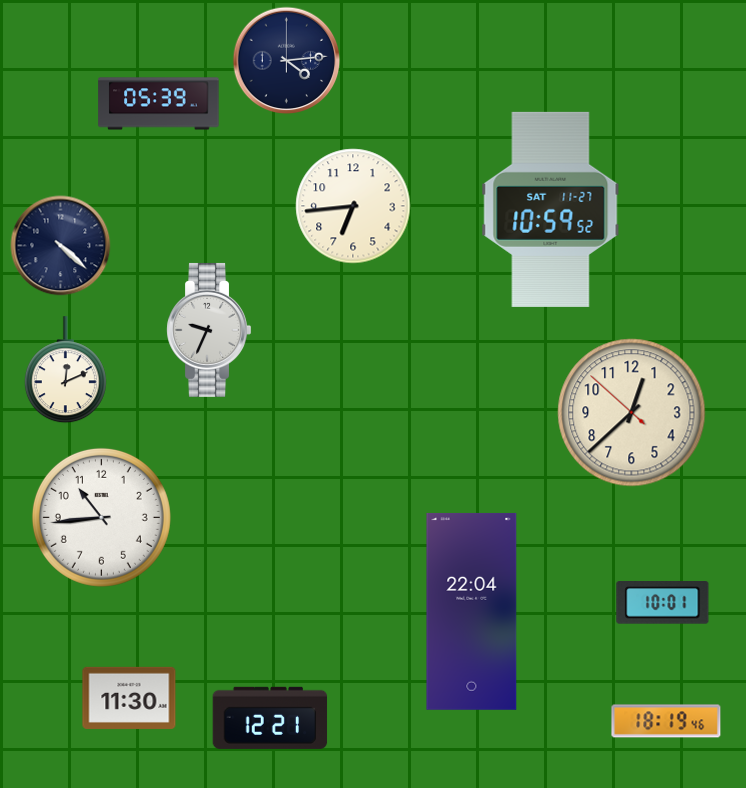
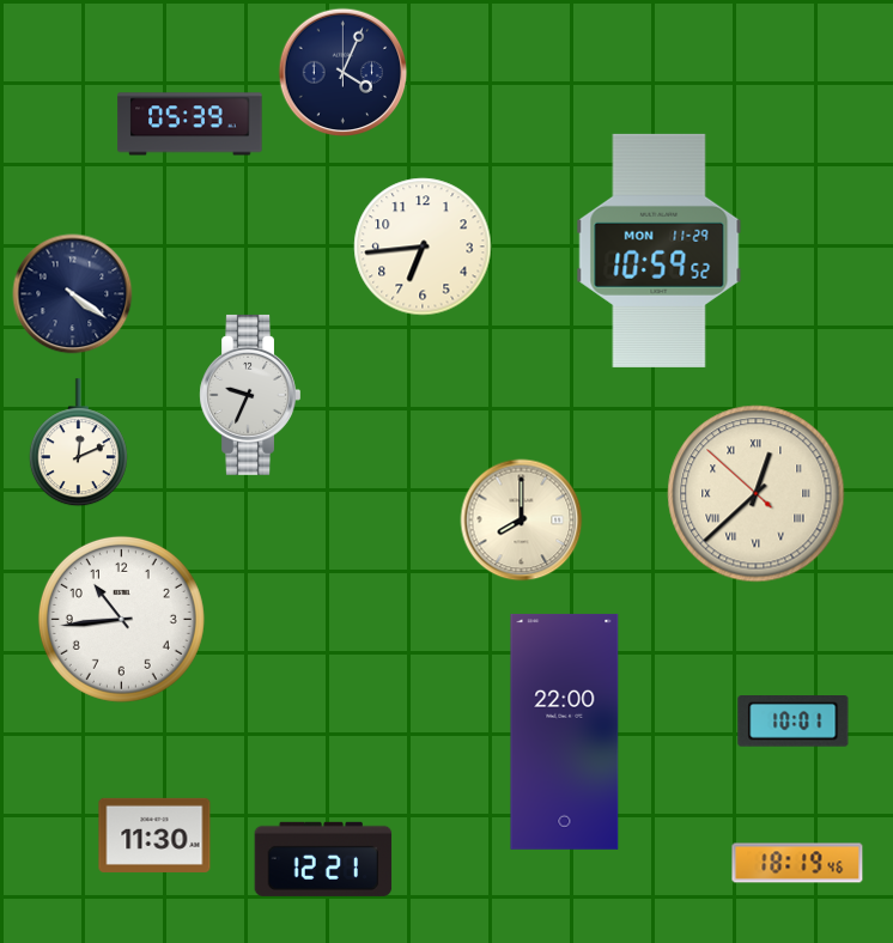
clock at (287, 61): 4:14 -> 4:04
clock at (551, 209) date: SAT 11-27 -> MON 11-29
clock at (61, 246): 4:22 -> 4:21
clock at (632, 413) numerals: Arabic -> Roman
clock at (522, 521): none -> 8:00
clock at (472, 611): 22:04 -> 22:00
